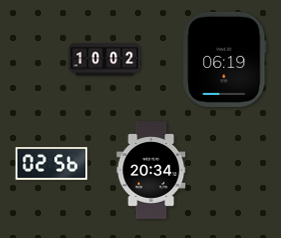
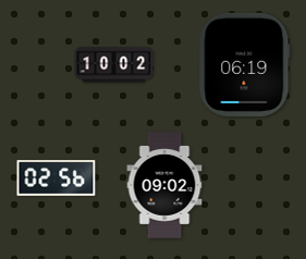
clock at (151, 170): 20:34 -> 09:02
